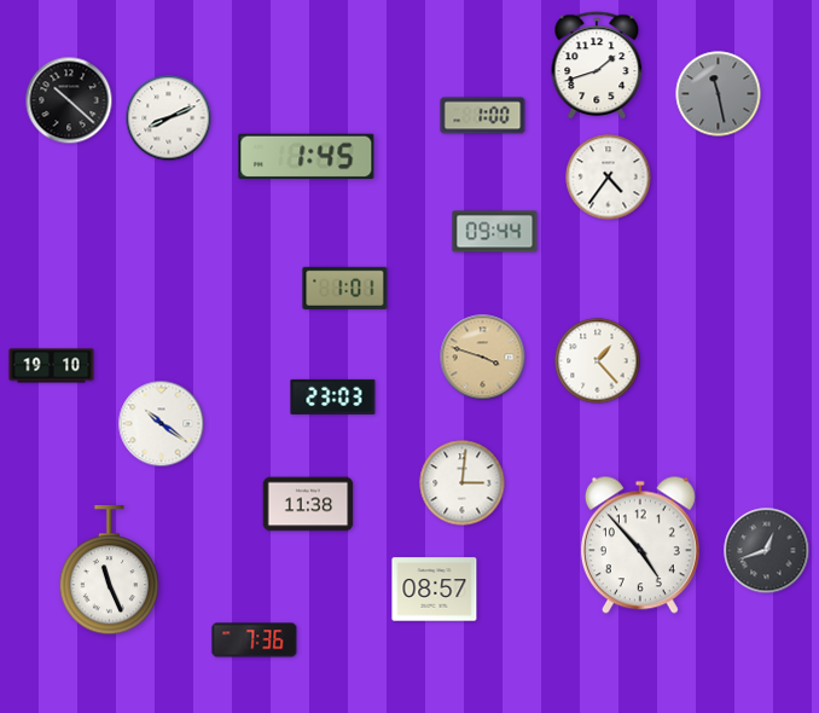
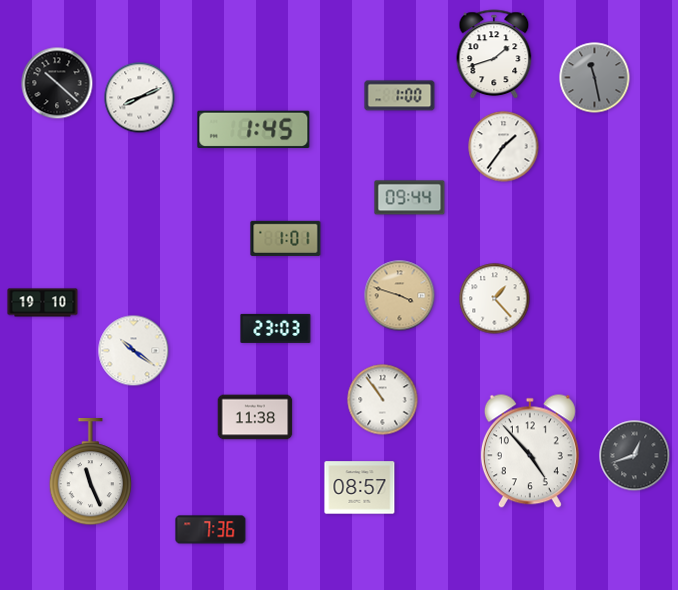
clock at (609, 178): 4:36 -> 1:36
clock at (495, 232) position: (495, 232) -> (410, 198)
clock at (463, 483): 3:01 -> 10:54
